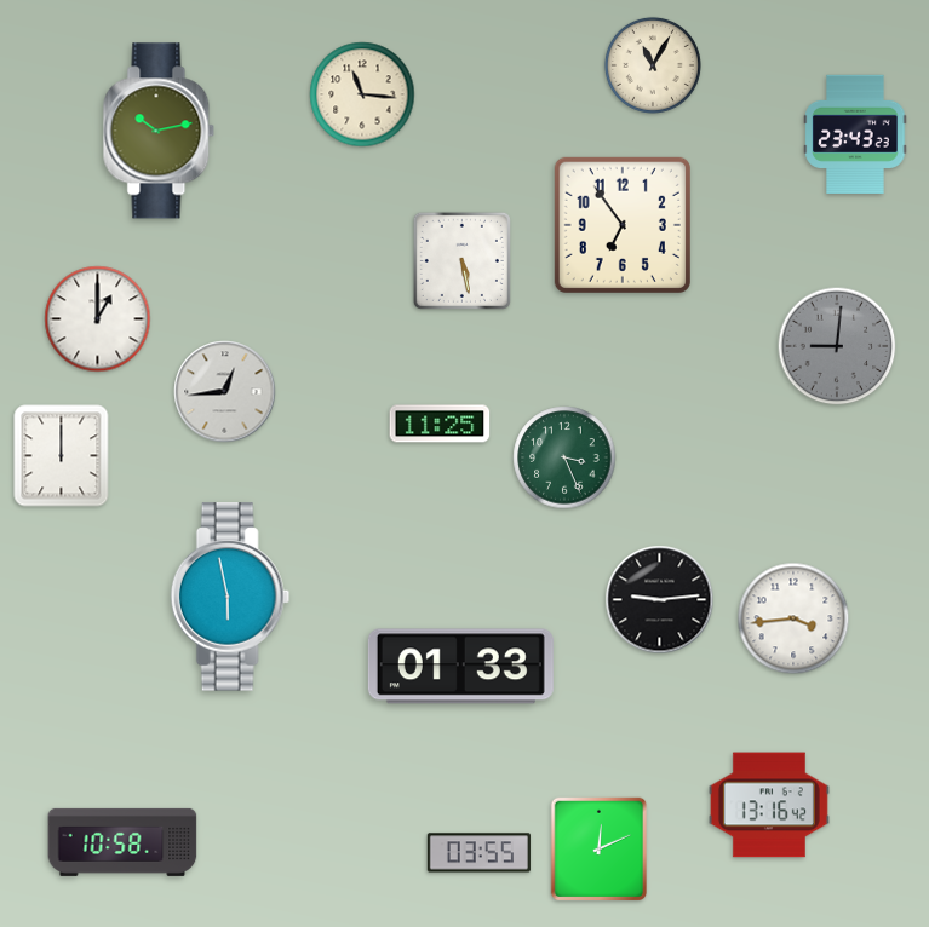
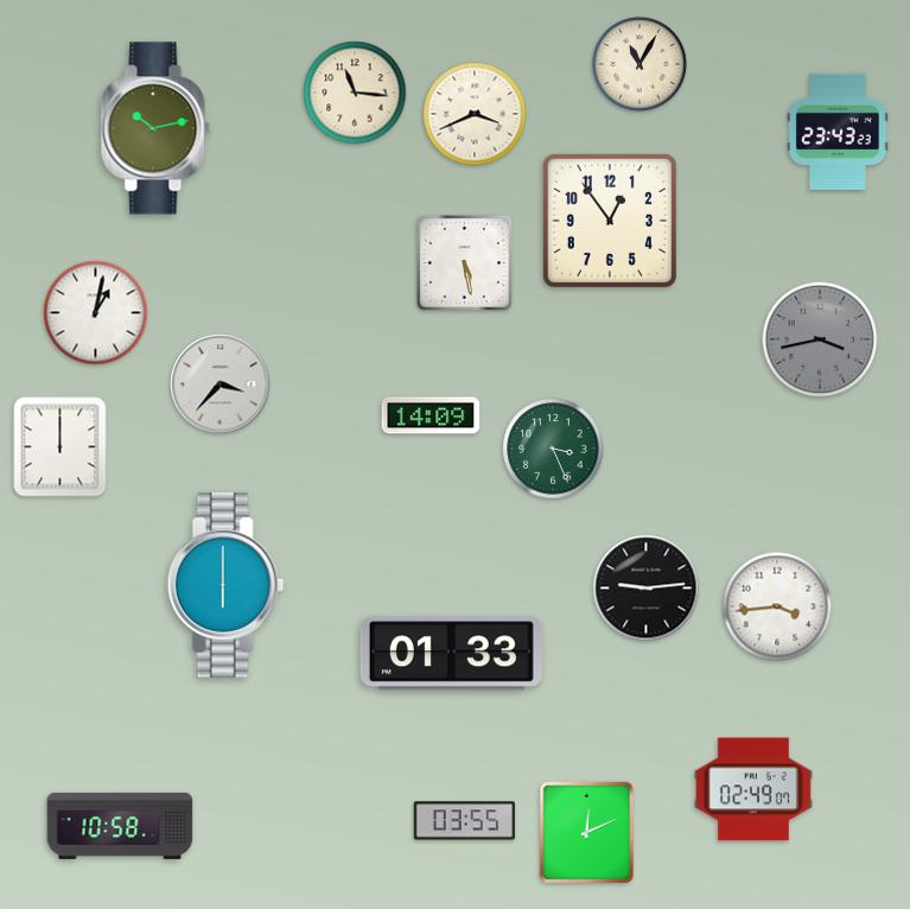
clock at (475, 114): none -> 3:41
clock at (623, 225): 6:54 -> 12:54
clock at (461, 260) position: (461, 260) -> (464, 262)
clock at (98, 319): 1:00 -> 1:02
clock at (837, 346): 9:01 -> 3:43
clock at (225, 392): 12:44 -> 3:37
clock at (440, 424): 11:25 -> 14:09
clock at (230, 597): 5:58 -> 6:00
clock at (769, 805): 13:16 -> 02:49
clock at (478, 853) position: (478, 853) -> (464, 821)
